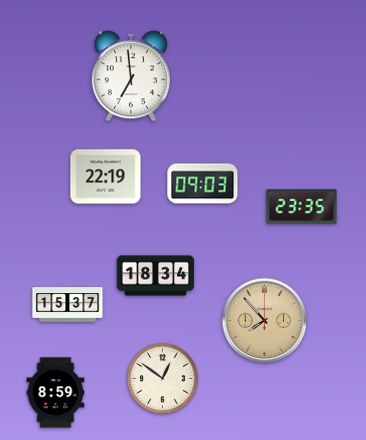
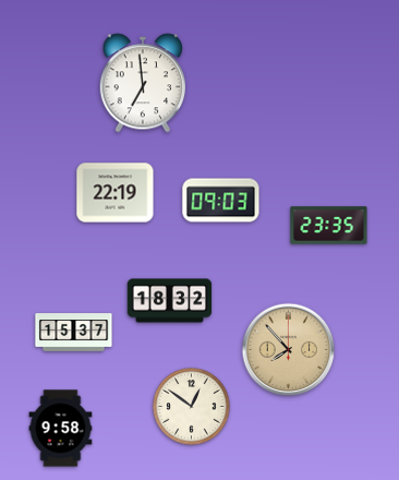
clock at (156, 276): 18:34 -> 18:32
clock at (163, 379) position: (163, 379) -> (192, 407)
clock at (56, 393): 8:59 -> 9:58
